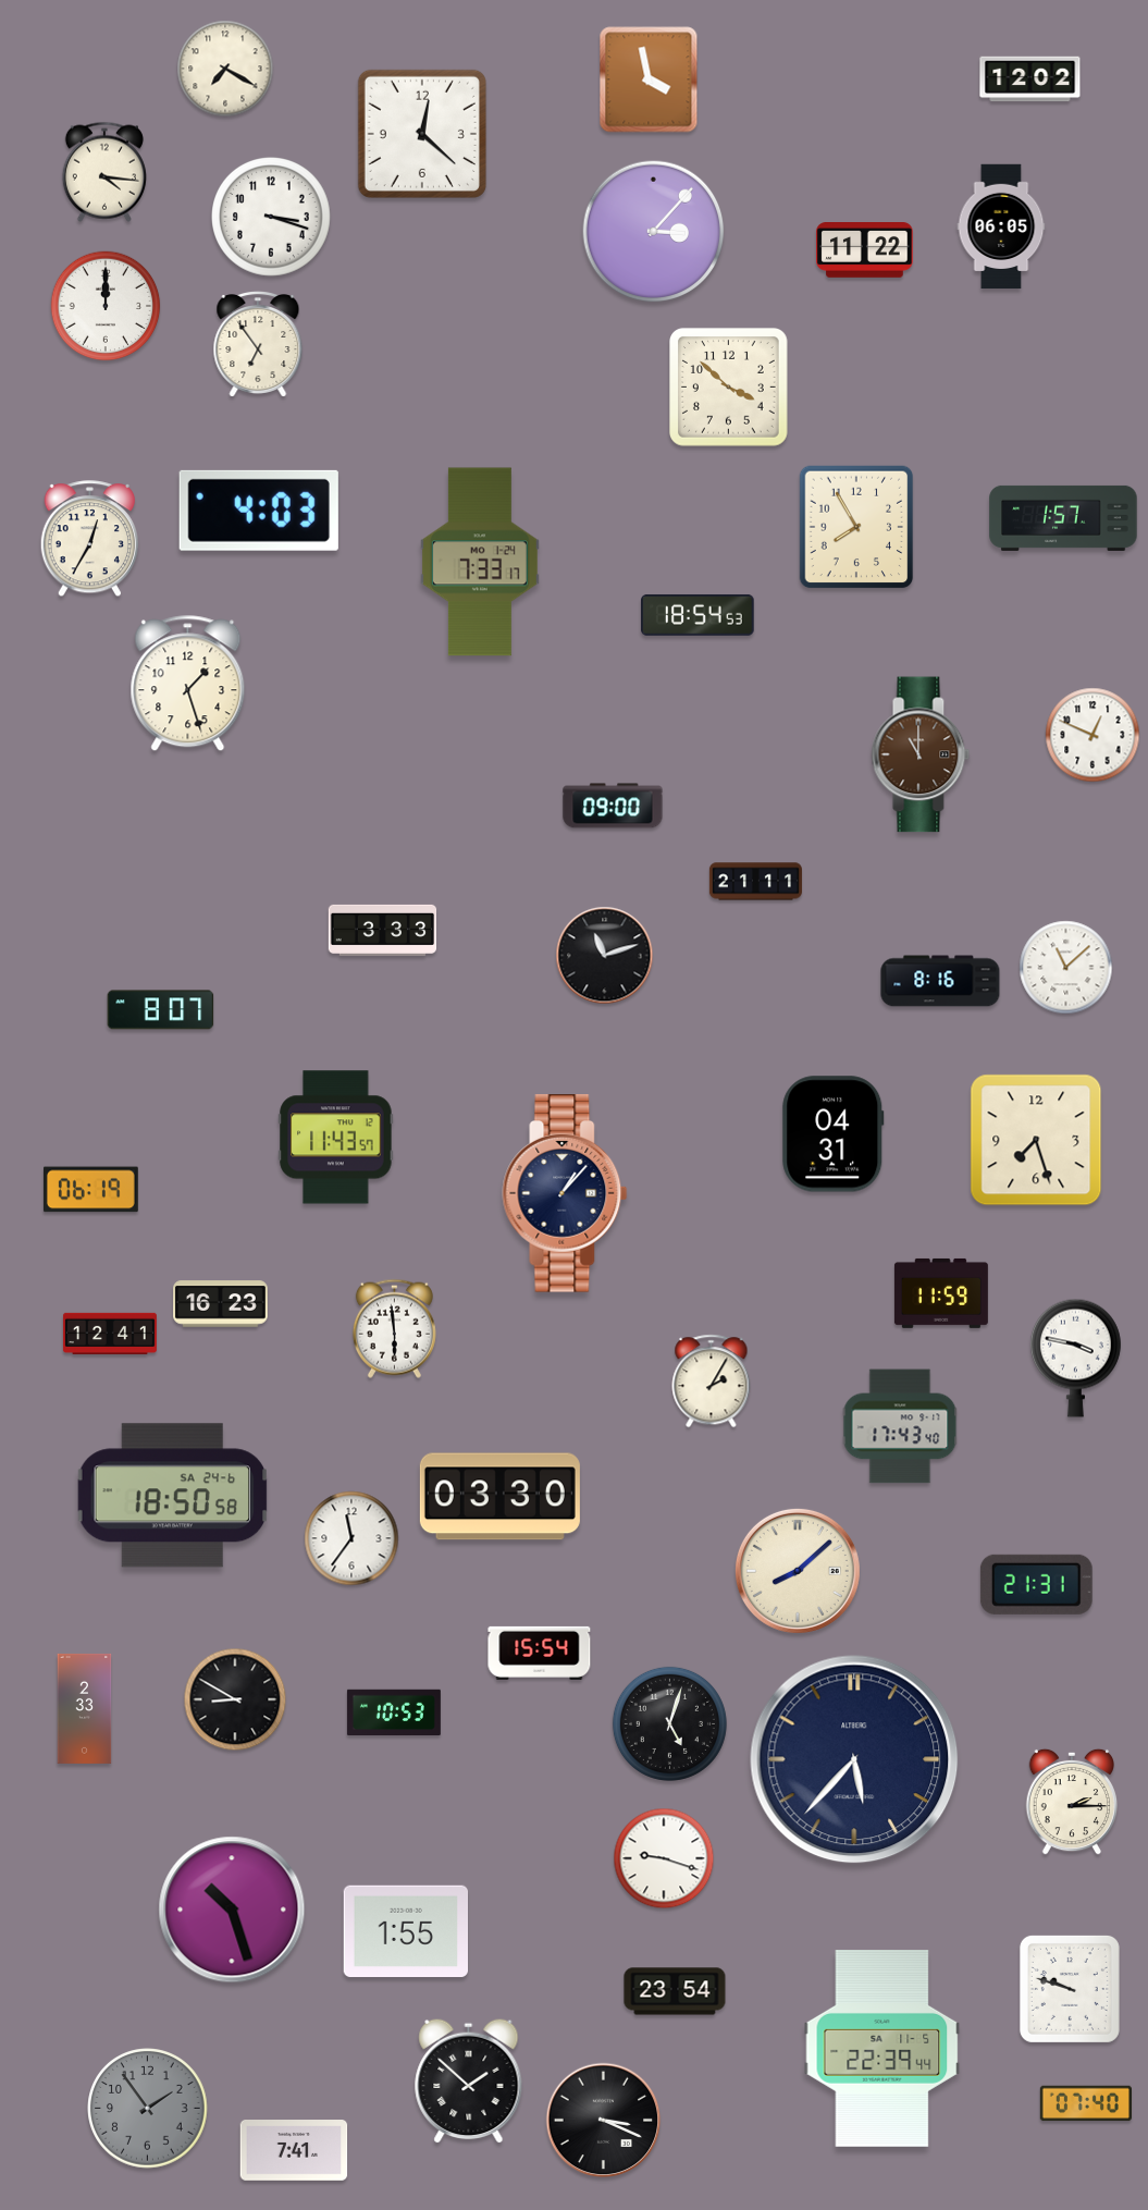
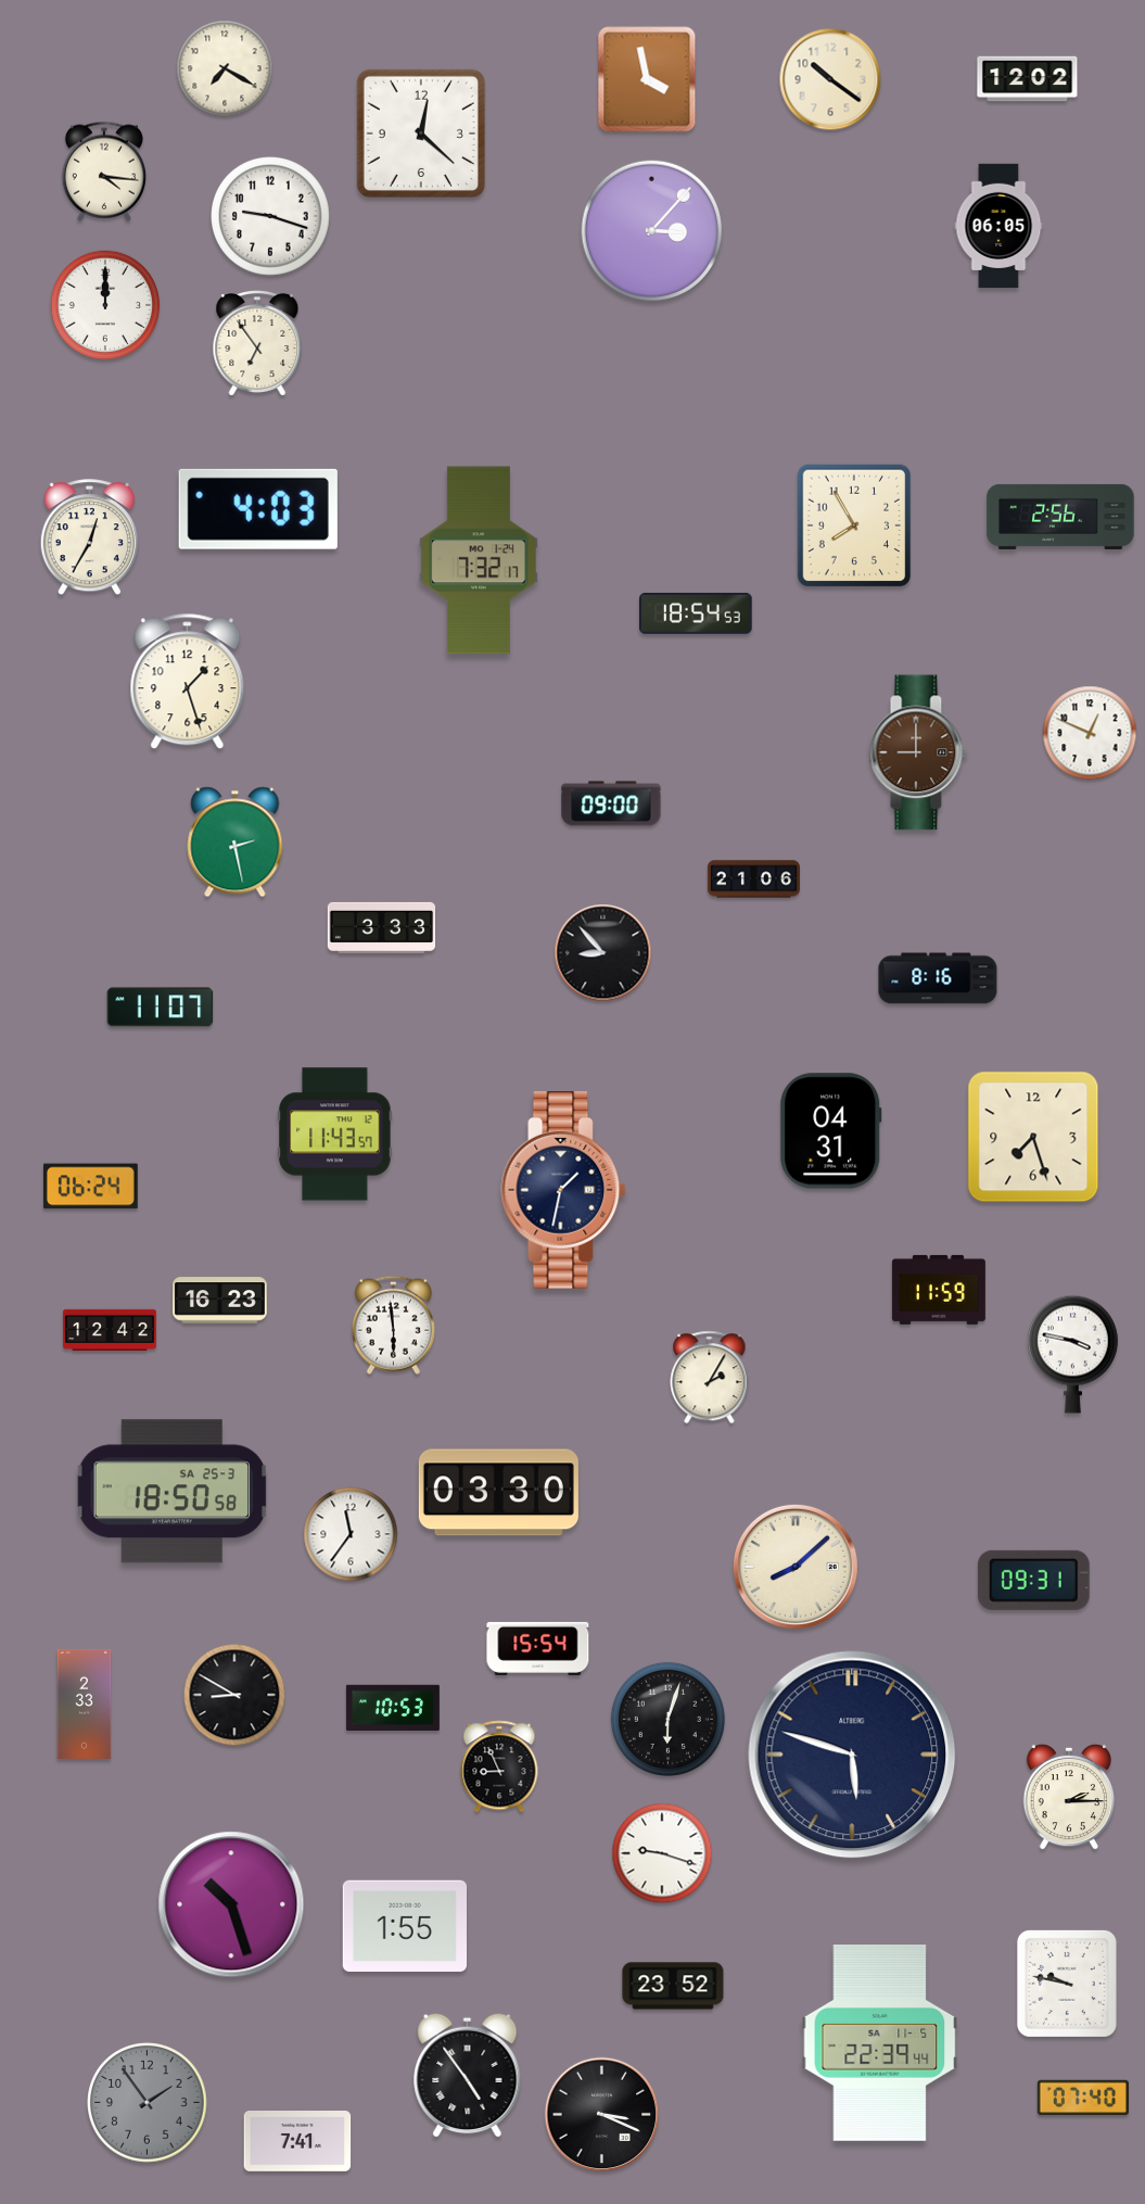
clock at (830, 79): none -> 10:21
clock at (272, 218): 3:18 -> 9:18
clock at (865, 250): 11:22 -> none
clock at (729, 388): 3:52 -> none
clock at (1063, 518): 1:57 -> 2:56
clock at (480, 562): 7:33 -> 7:32
clock at (921, 754): 11:00 -> 9:00
clock at (236, 843): none -> 2:28
clock at (755, 882): 21:11 -> 21:06
clock at (605, 956): 11:12 -> 8:53
clock at (1066, 968): 11:08 -> none
clock at (161, 1010): 8:07 -> 11:07
clock at (90, 1190): 06:19 -> 06:24
clock at (565, 1193): 1:07 -> 1:32
clock at (110, 1334): 12:41 -> 12:42
clock at (900, 1426): 17:43 -> none
clock at (173, 1496) date: SA 24-6 -> SA 25-3
clock at (1036, 1584): 21:31 -> 09:31
clock at (669, 1723): 5:03 -> 6:03
clock at (854, 1759): 5:37 -> 5:48
clock at (499, 1766): none -> 8:56
clock at (1070, 1989): 9:48 -> 9:47
clock at (675, 1991): 23:54 -> 23:52
clock at (469, 2080): 1:52 -> 4:54
clock at (294, 2151) position: (294, 2151) -> (297, 2142)
